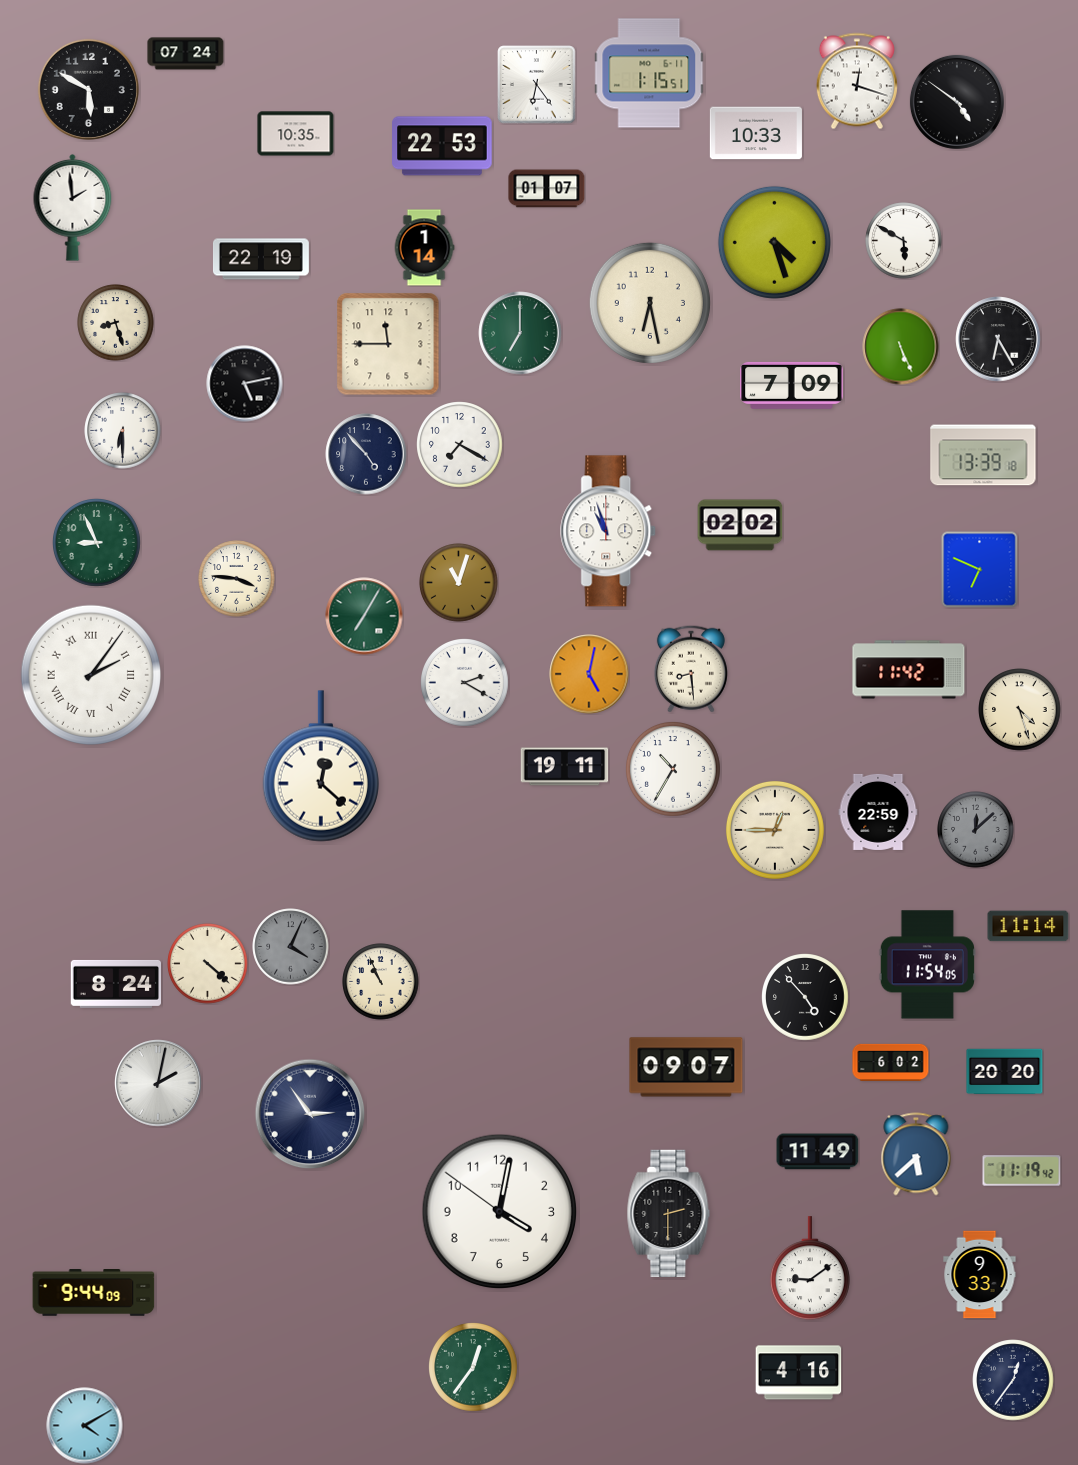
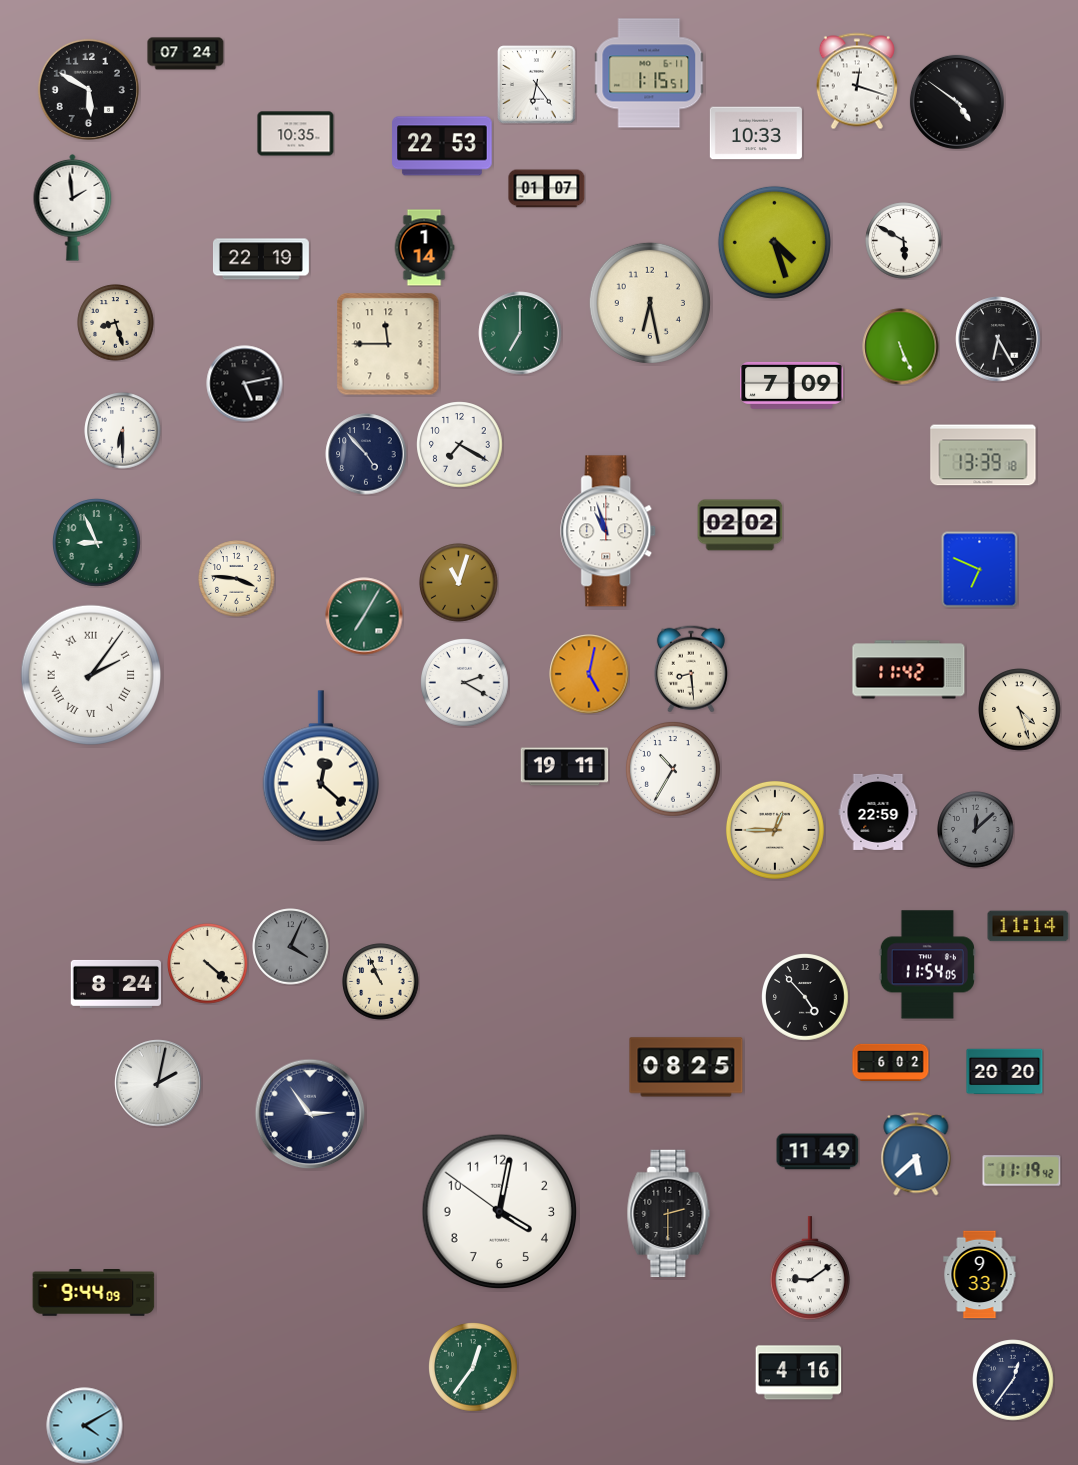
clock at (686, 1067): 09:07 -> 08:25
